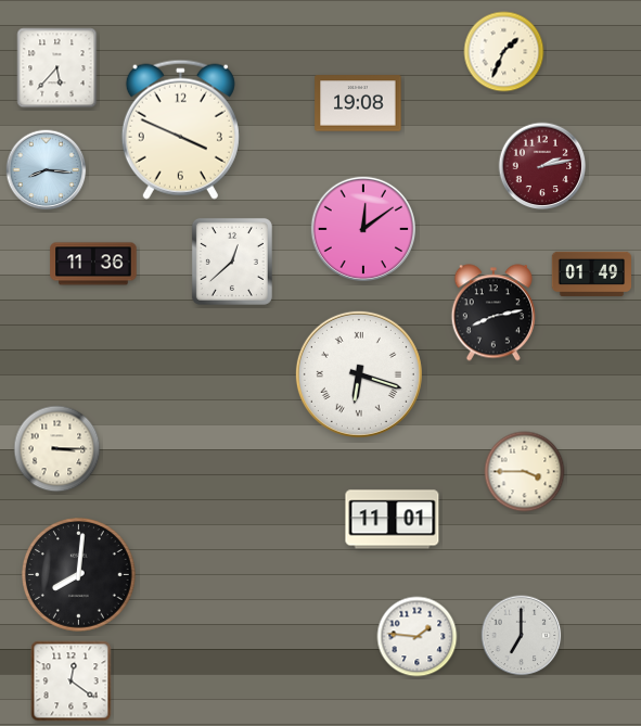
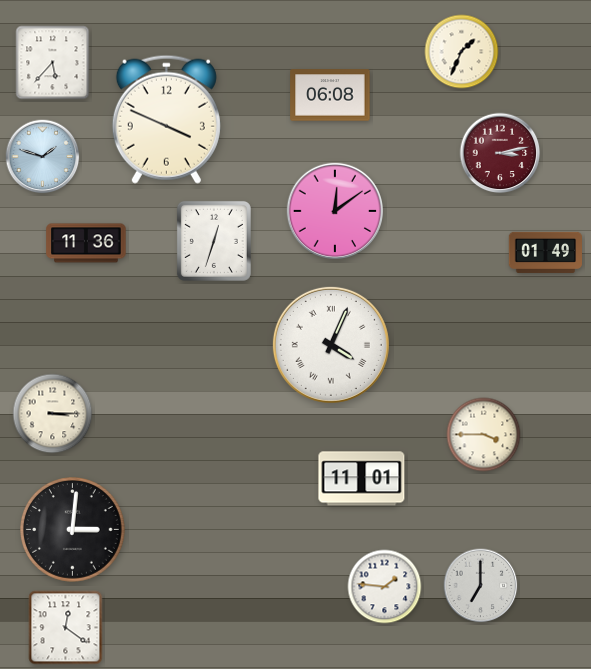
clock at (504, 52) position: (504, 52) -> (462, 52)
clock at (358, 103): 19:08 -> 06:08
clock at (542, 166): 2:13 -> 3:13
clock at (47, 170): 8:16 -> 1:48
clock at (232, 262): 12:38 -> 12:33
clock at (493, 313): 8:13 -> none
clock at (359, 374): 6:18 -> 4:04
clock at (79, 575): 8:01 -> 3:01
